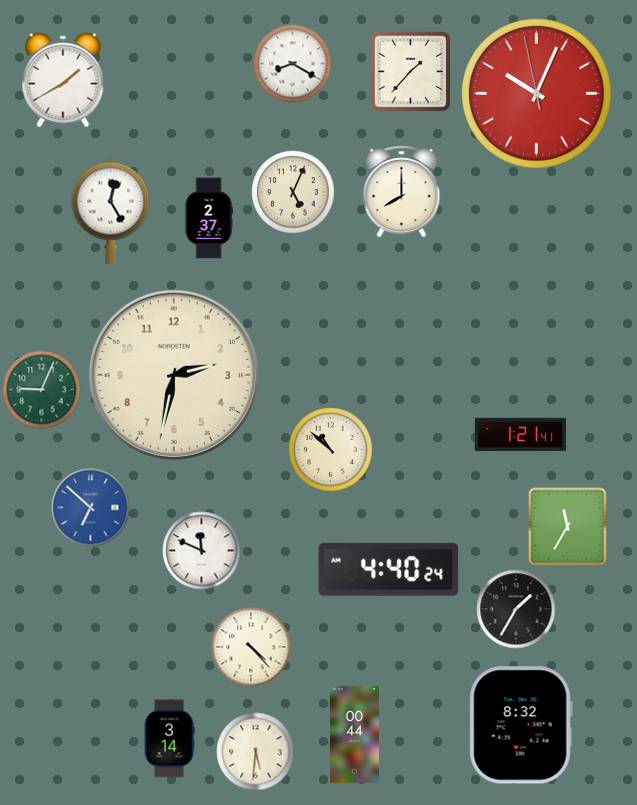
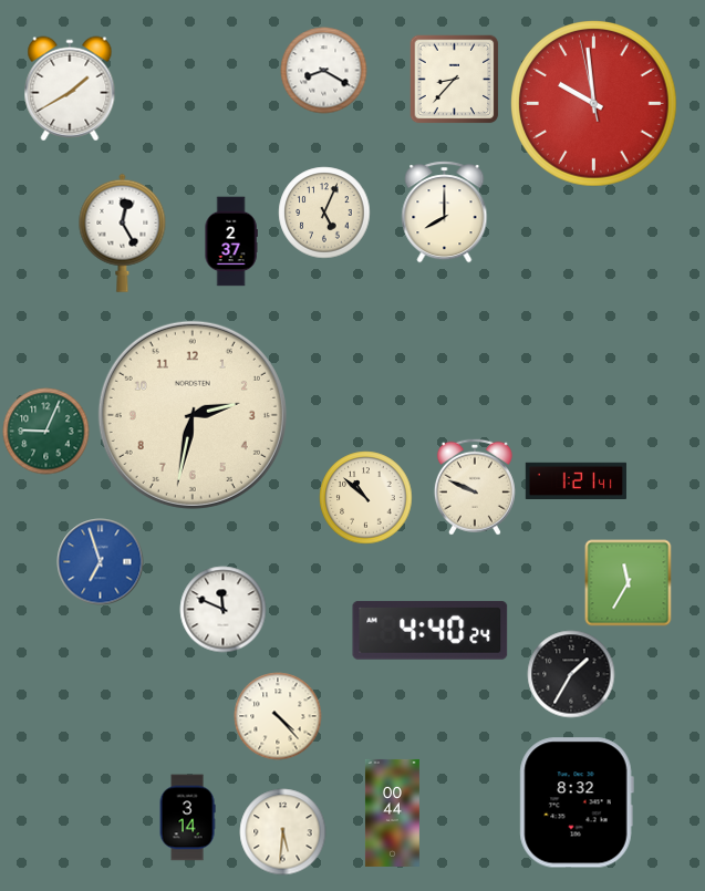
clock at (410, 71): 1:37 -> 8:37
clock at (537, 94): 10:03 -> 9:58
clock at (475, 487): none -> 9:49
clock at (90, 507): 6:52 -> 6:57
